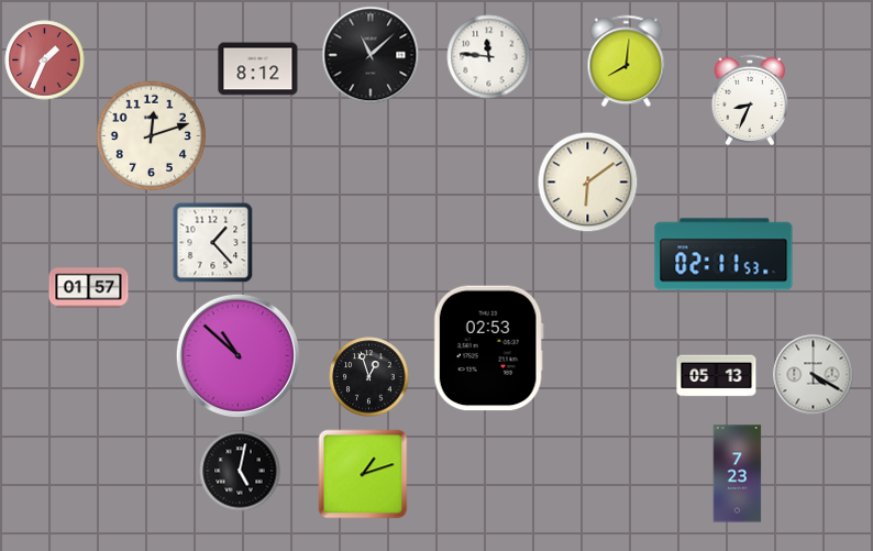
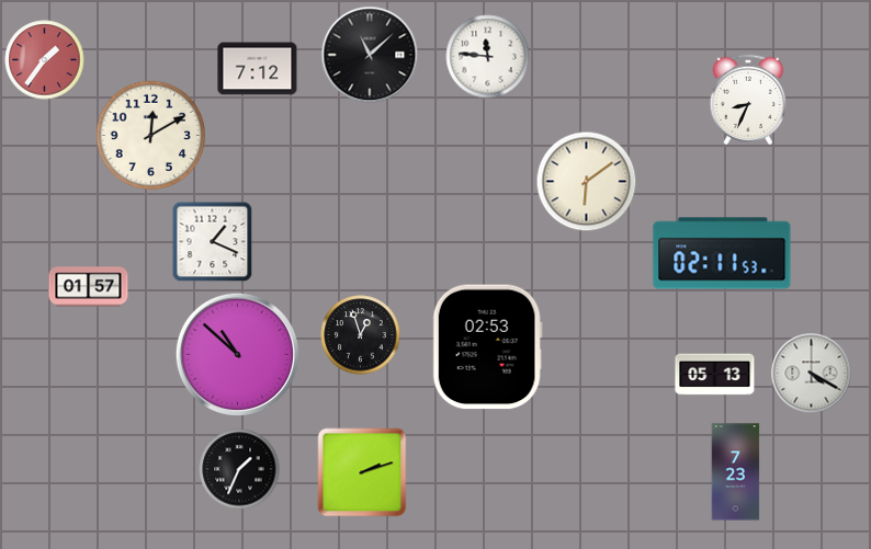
clock at (45, 60): 1:34 -> 1:36
clock at (627, 62): 8:01 -> none
clock at (258, 69): 8:12 -> 7:12
clock at (151, 135): 12:12 -> 12:10
clock at (213, 243): 1:23 -> 1:19
clock at (369, 377) position: (369, 377) -> (361, 335)
clock at (240, 471): 5:02 -> 1:34
clock at (363, 474): 1:12 -> 2:12
